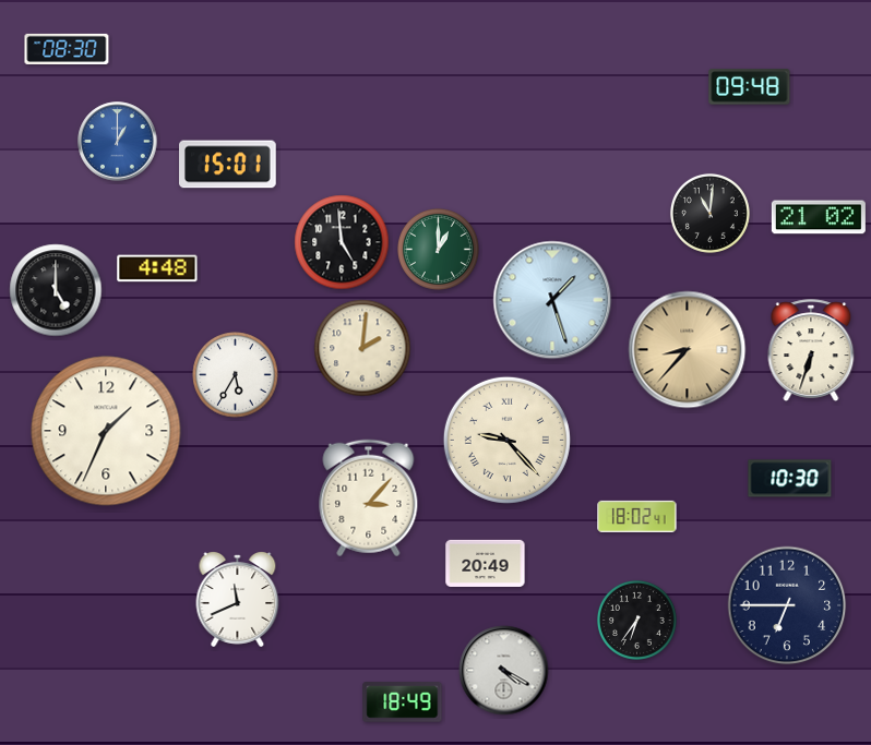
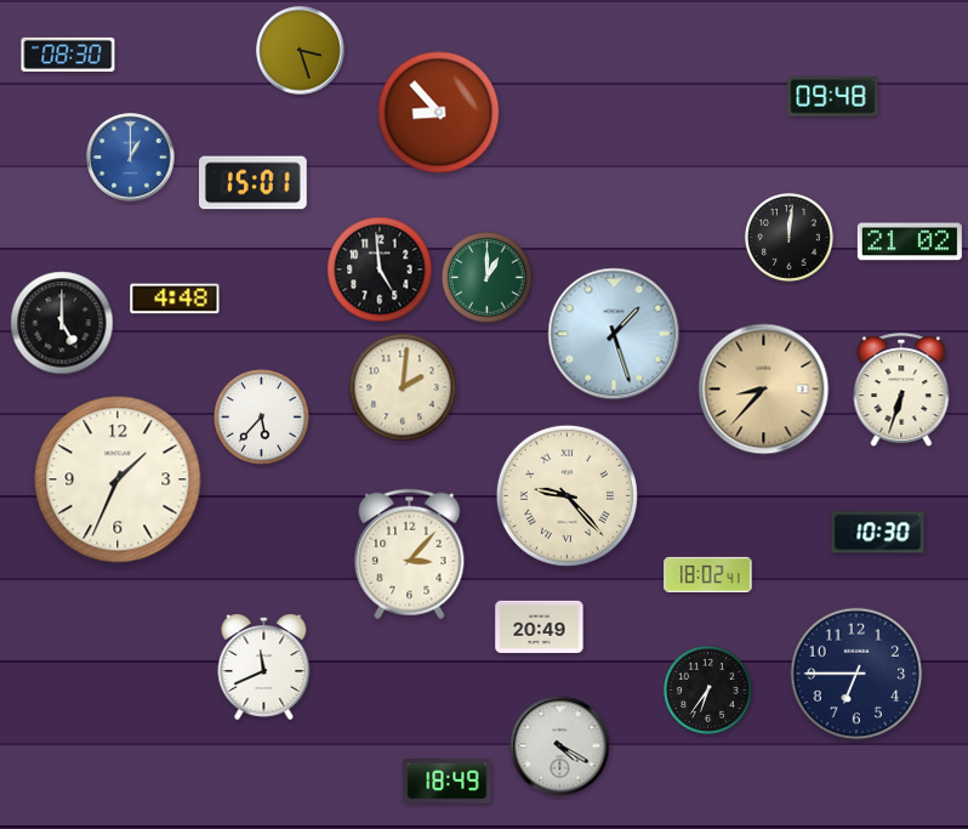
clock at (301, 51): none -> 3:27
clock at (67, 49) position: (67, 49) -> (68, 55)
clock at (439, 113): none -> 8:53
clock at (709, 213): 11:01 -> 12:01
clock at (236, 375): 5:35 -> 5:37
clock at (506, 440) position: (506, 440) -> (566, 495)
clock at (787, 605) position: (787, 605) -> (856, 674)
